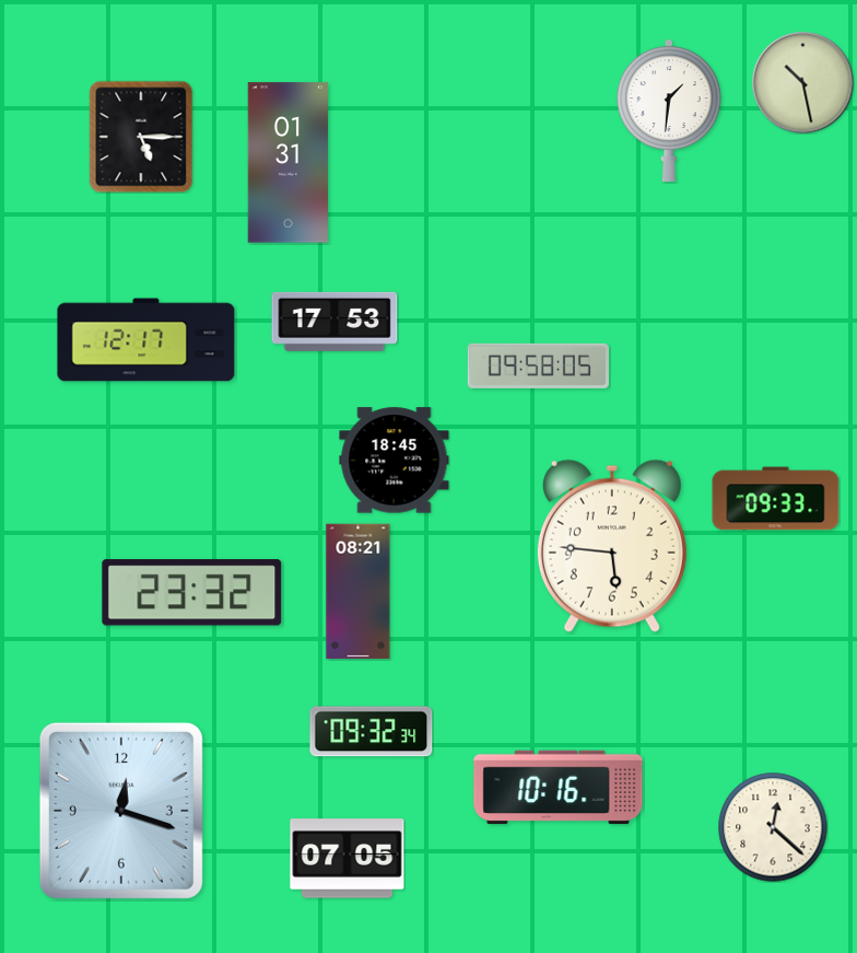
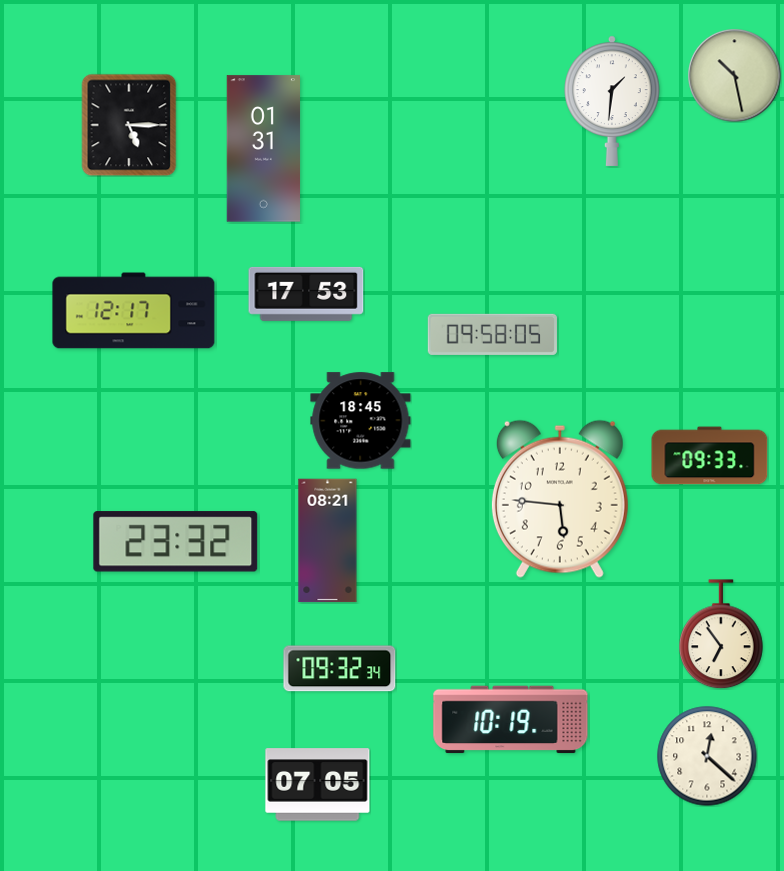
clock at (722, 634): none -> 6:54
clock at (559, 788): 10:16 -> 10:19
clock at (121, 811): 12:18 -> none
